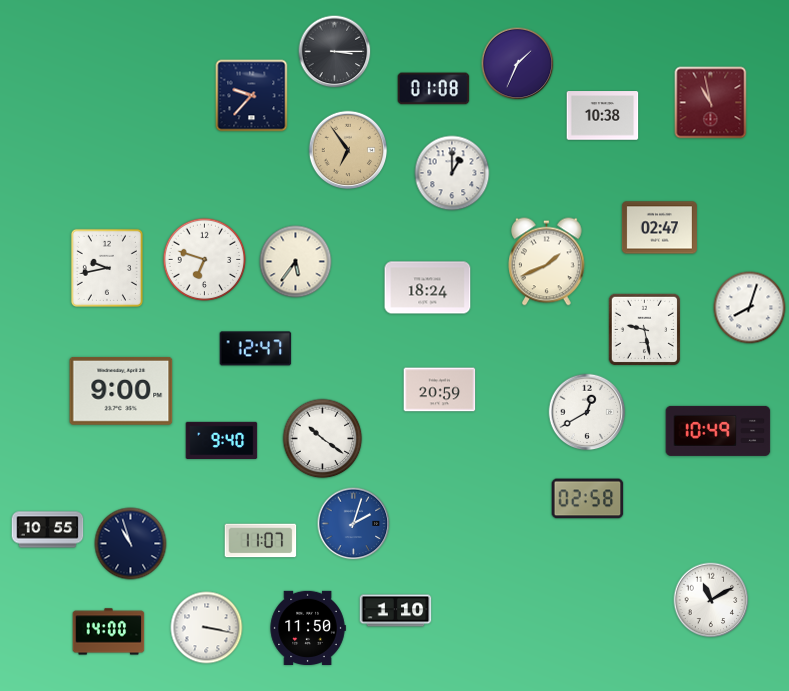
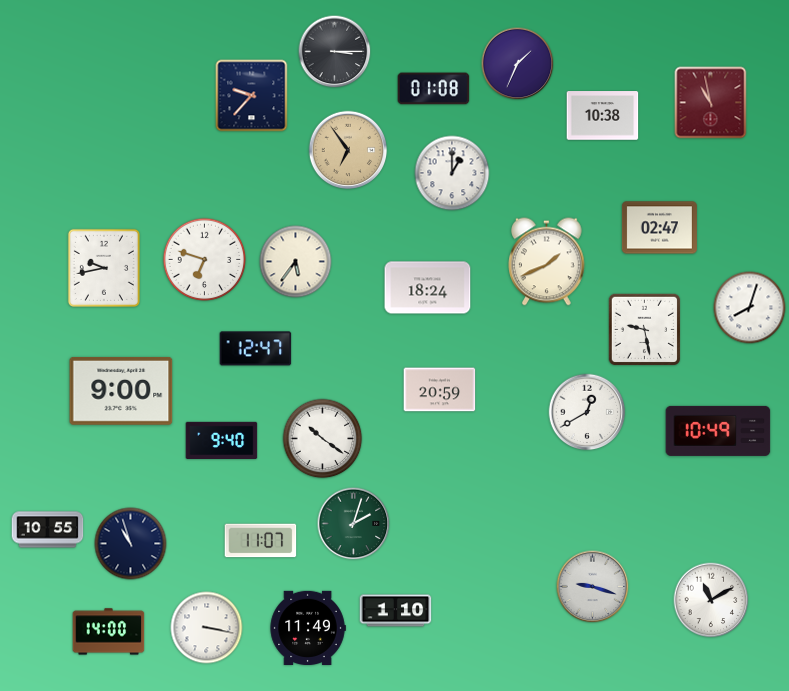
clock at (107, 268) position: (107, 268) -> (104, 268)
clock at (588, 499): 02:58 -> none
clock at (354, 524) dial: blue -> green
clock at (593, 587): none -> 9:18
clock at (308, 627): 11:50 -> 11:49
